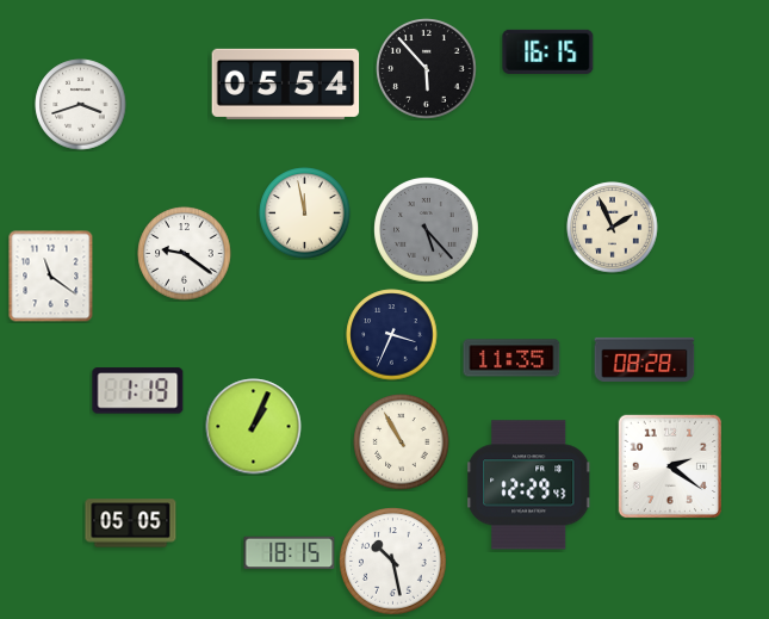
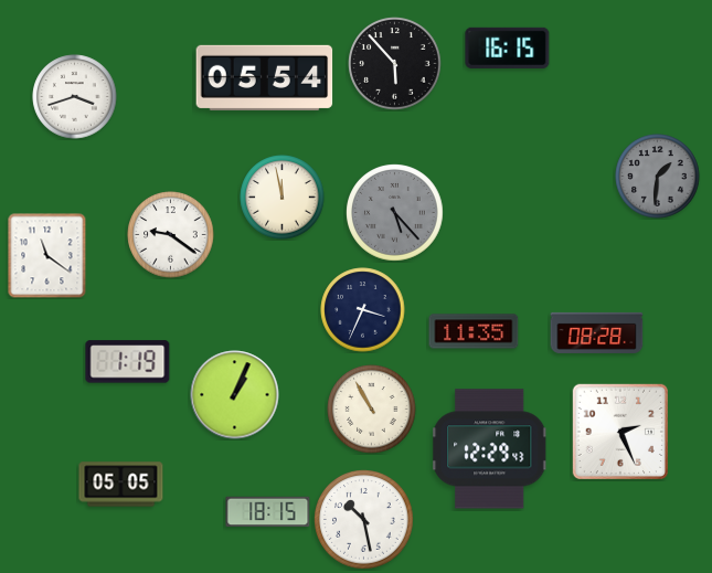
clock at (658, 177): none -> 1:31
clock at (613, 228): 1:56 -> none
clock at (670, 466): 2:21 -> 2:26
